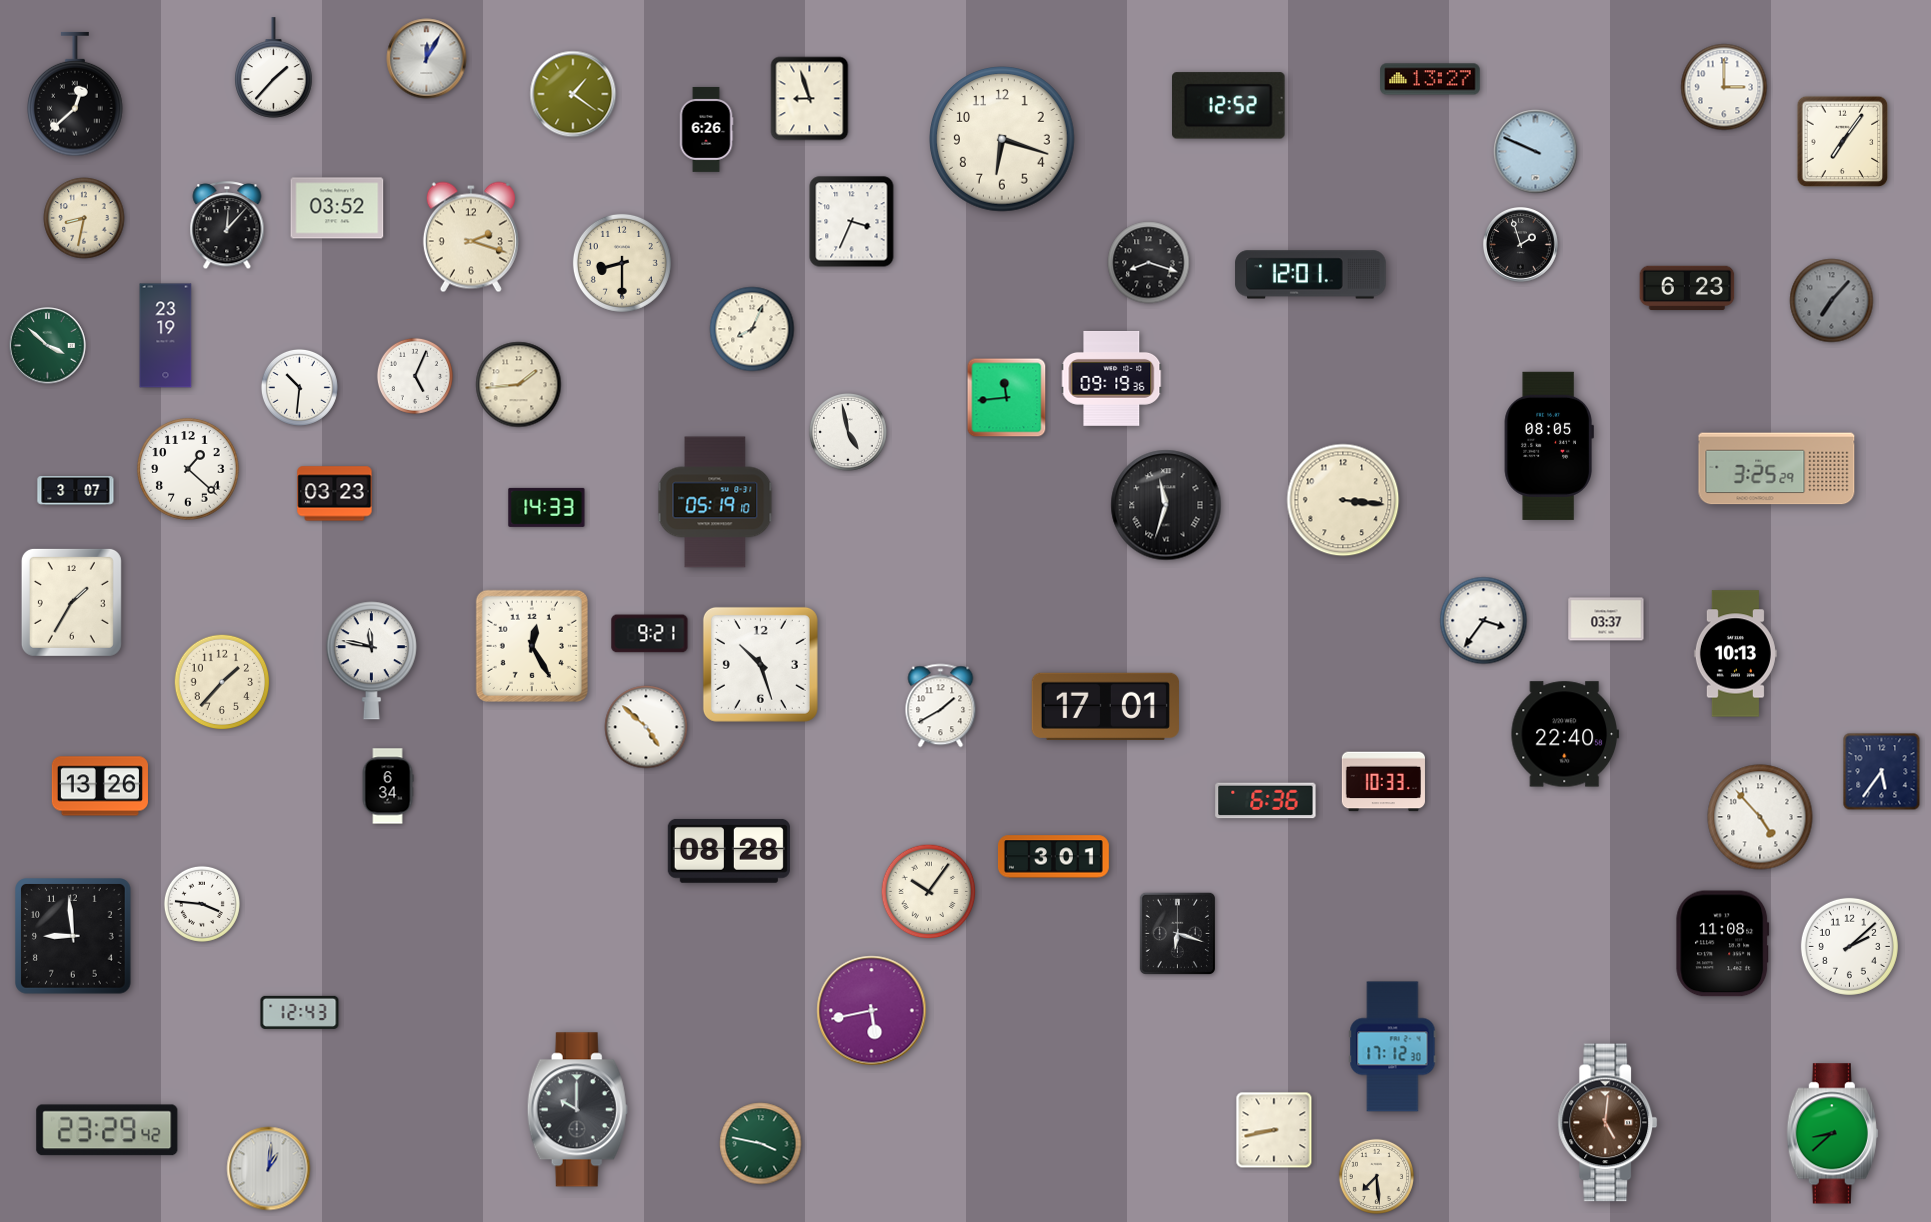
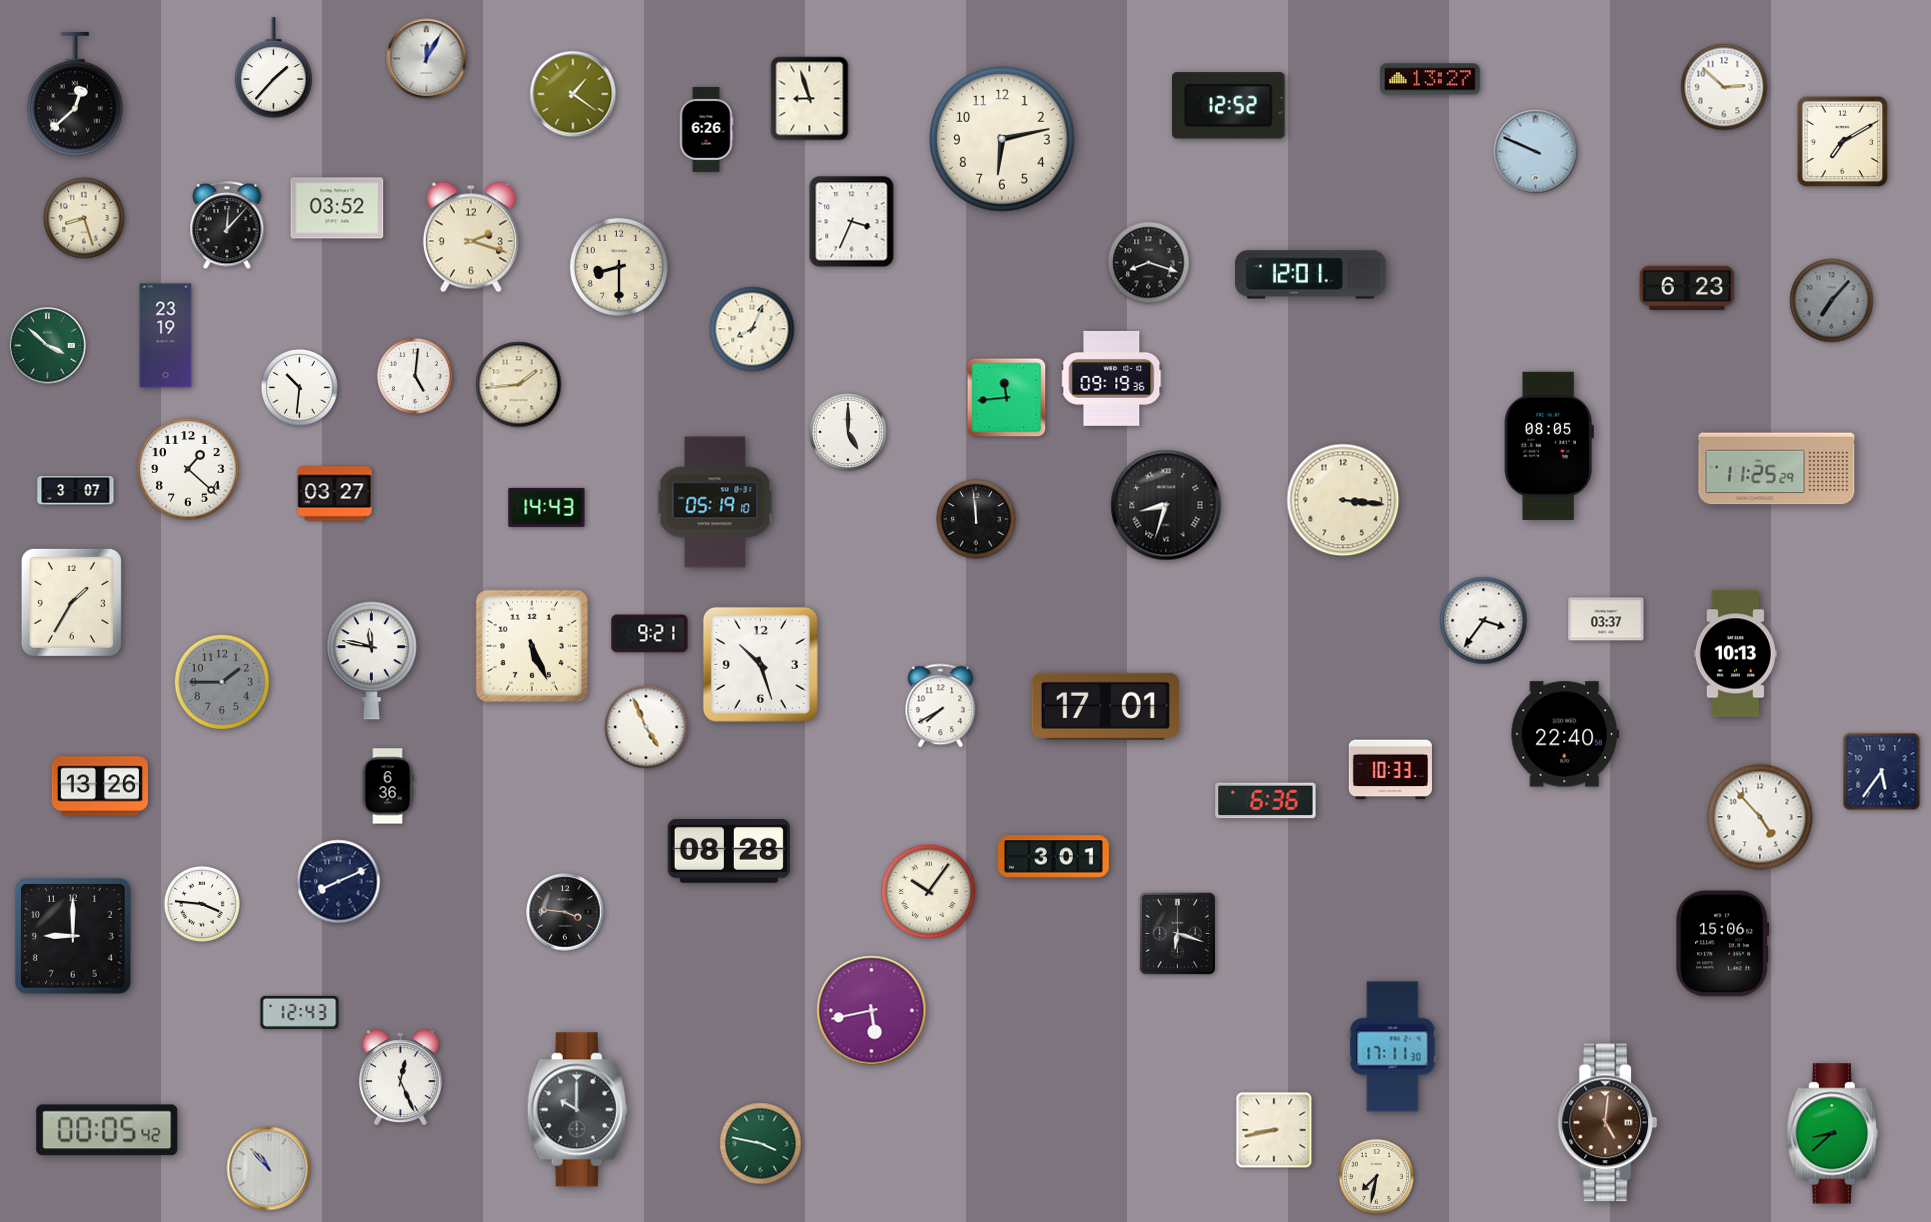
clock at (1724, 87): 3:00 -> 2:52
clock at (1002, 139): 6:18 -> 6:13
clock at (1843, 142): 7:06 -> 7:10
clock at (84, 218): 8:32 -> 8:27
clock at (1521, 245): 1:57 -> none
clock at (622, 263) position: (622, 263) -> (619, 267)
clock at (415, 376): 5:04 -> 5:01
clock at (848, 432): 4:58 -> 5:00
clock at (1777, 469): 3:25 -> 11:25
clock at (335, 494): 03:23 -> 03:27
clock at (1166, 505): 11:33 -> 8:33
clock at (547, 507): 14:33 -> 14:43
clock at (976, 519): none -> 11:59
clock at (532, 646): 12:25 -> 5:26
clock at (222, 682): 1:37 -> 1:45
clock at (222, 682) dial: cream -> grey
clock at (941, 706): 1:40 -> 7:40
clock at (646, 727): 4:52 -> 4:56
clock at (1383, 782) position: (1383, 782) -> (1390, 770)
clock at (388, 786): 6:34 -> 6:36
clock at (339, 882): none -> 8:11
clock at (565, 912): none -> 3:46
clock at (74, 937): 8:59 -> 9:00
clock at (1723, 944): 11:08 -> 15:06
clock at (1849, 946): 2:08 -> none
clock at (1393, 1047): 17:12 -> 17:11
clock at (400, 1077): none -> 12:26
clock at (107, 1130): 23:29 -> 00:05
clock at (269, 1169): 1:01 -> 10:53
clock at (1376, 1176): 7:29 -> 7:32
